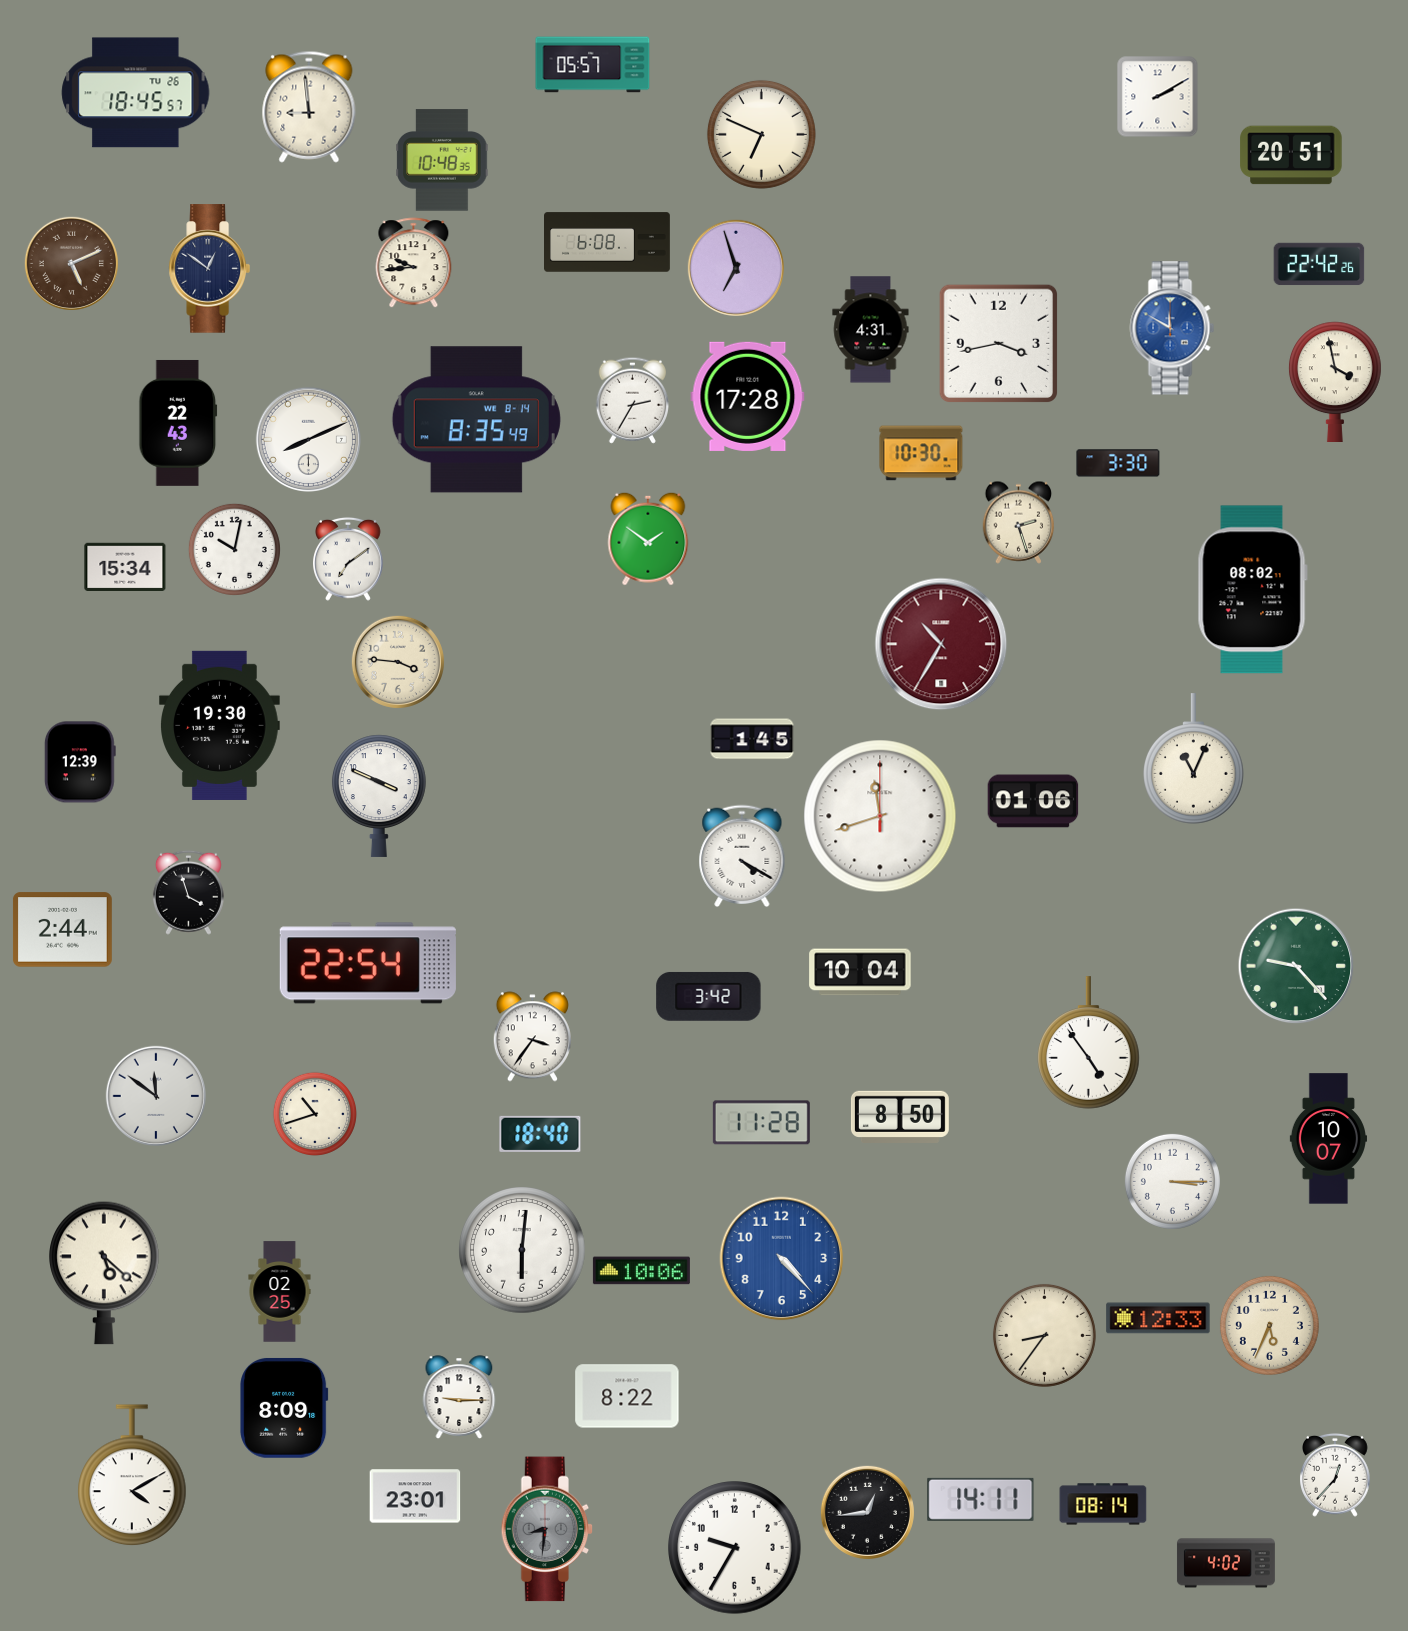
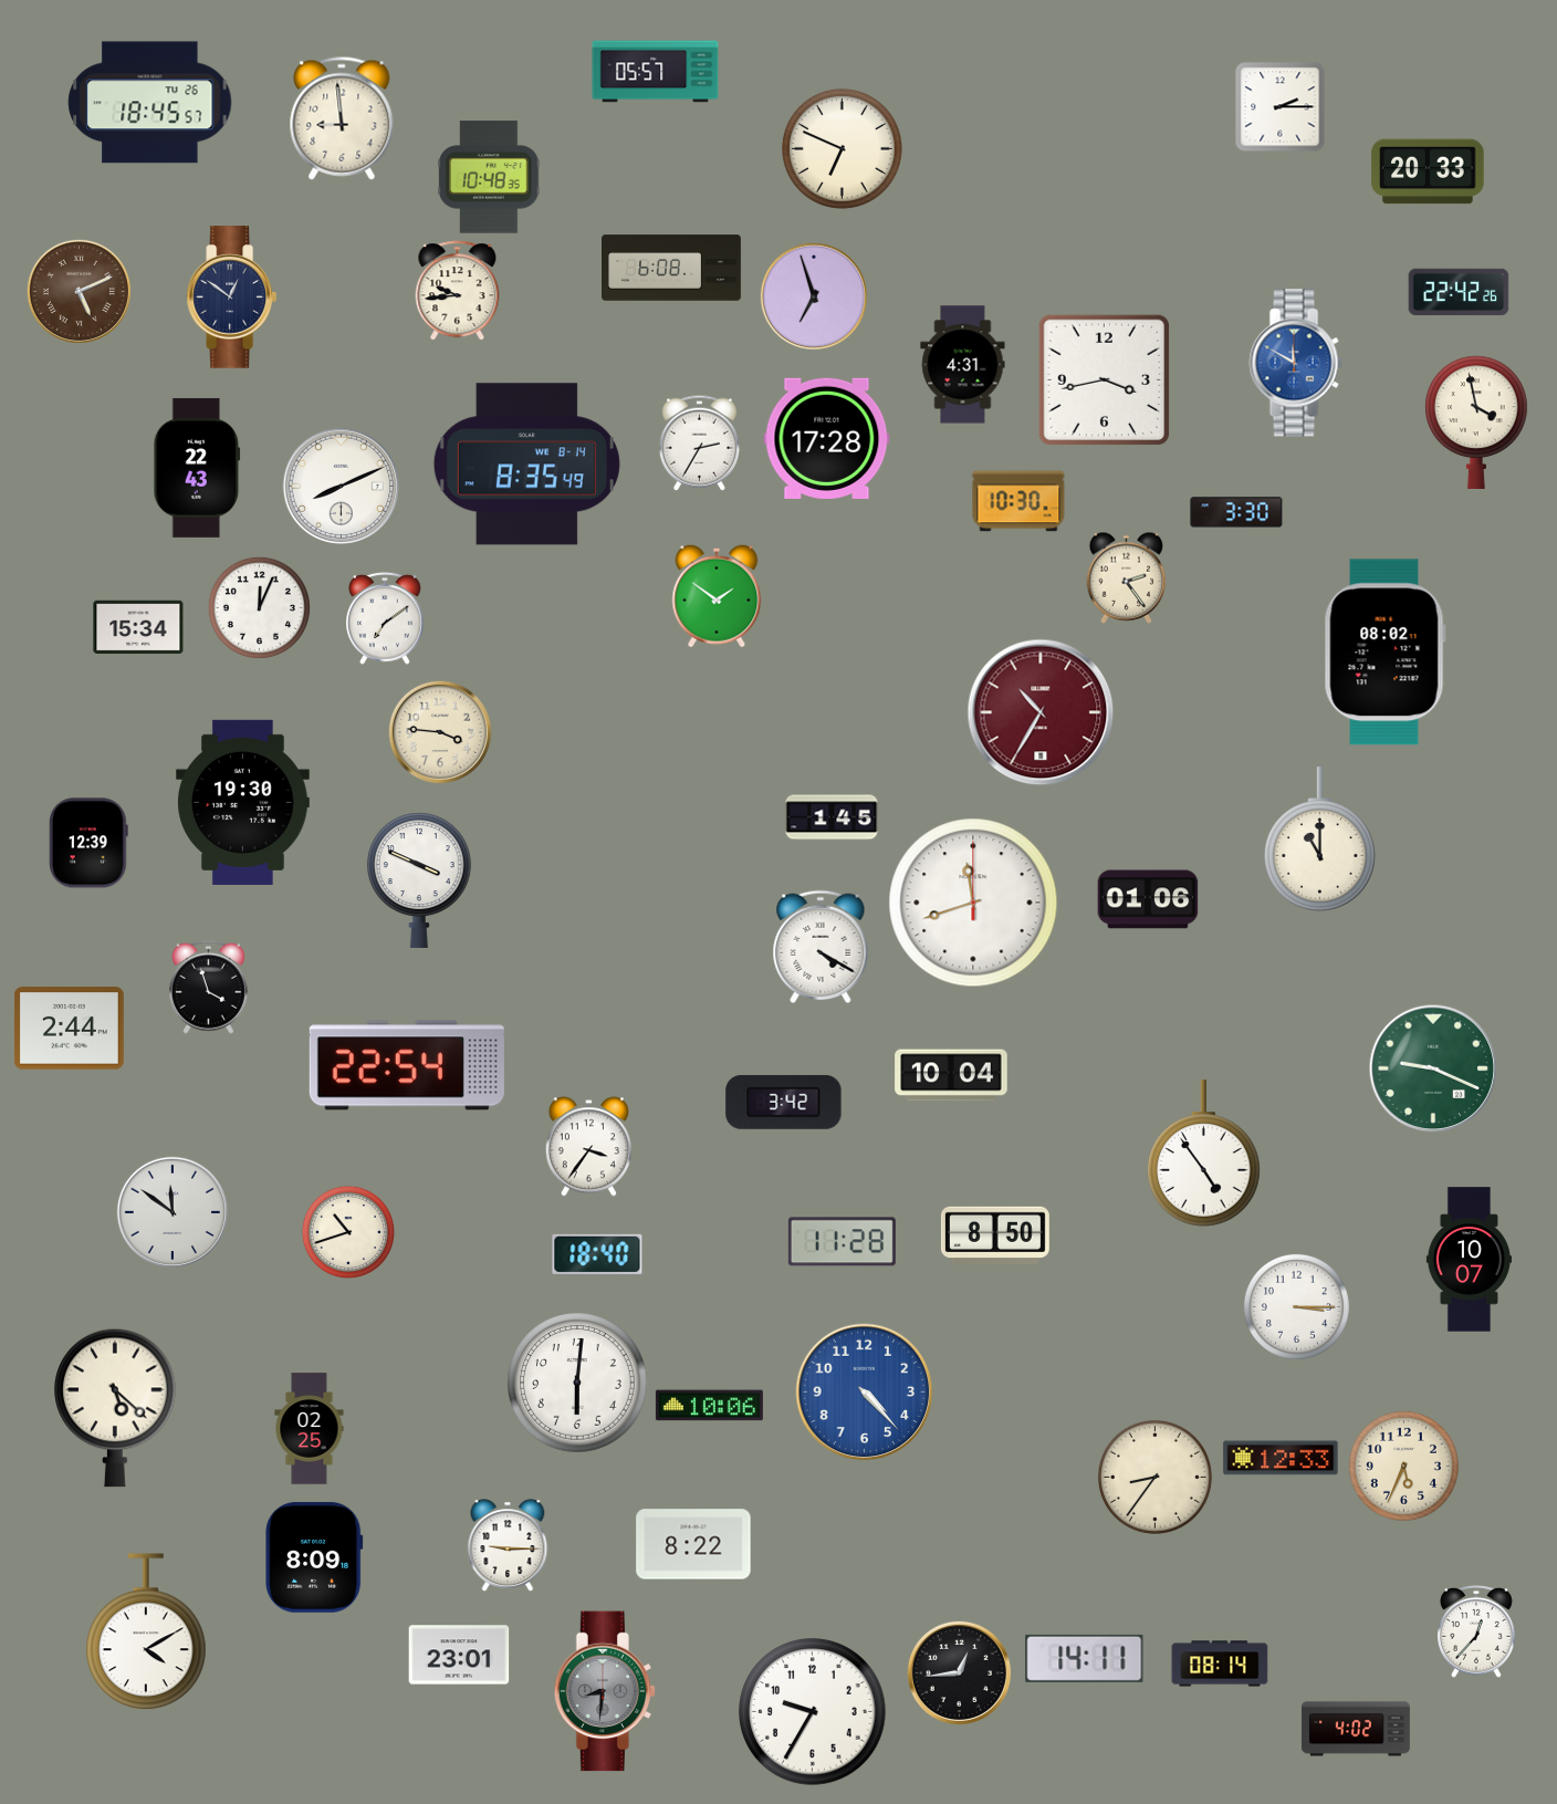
clock at (1158, 97): 2:10 -> 2:15
clock at (1291, 155): 20:51 -> 20:33
clock at (1019, 522): 2:27 -> 2:24
clock at (234, 549): 10:02 -> 12:04
clock at (1194, 759): 11:04 -> 11:00
clock at (1033, 801) position: (1033, 801) -> (1148, 899)
clock at (1296, 966): 9:23 -> 9:19
